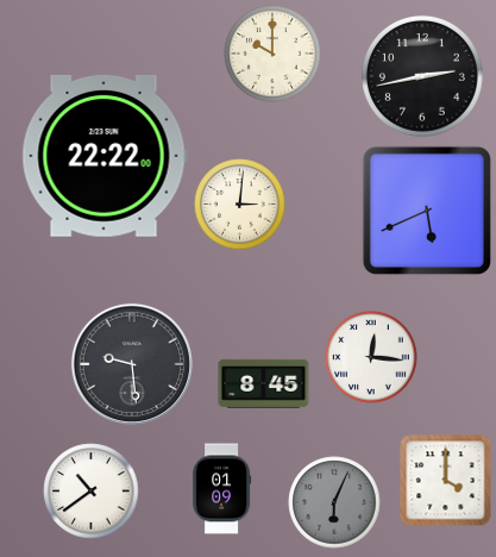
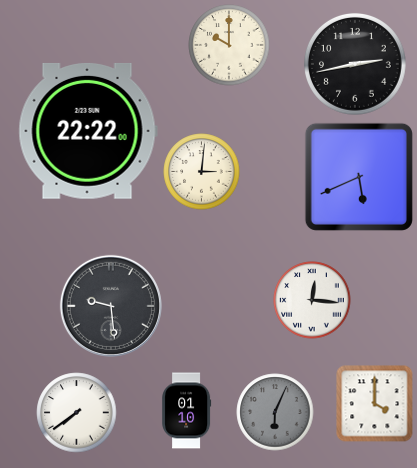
clock at (264, 383): 8:45 -> none
clock at (222, 489): 01:09 -> 01:10
clock at (92, 492): 10:39 -> 7:39
clock at (334, 502) position: (334, 502) -> (275, 412)
